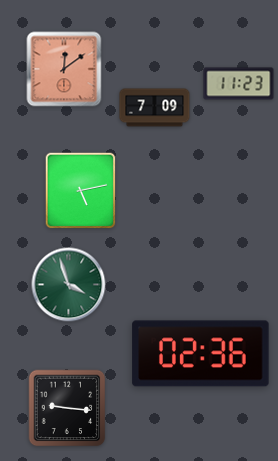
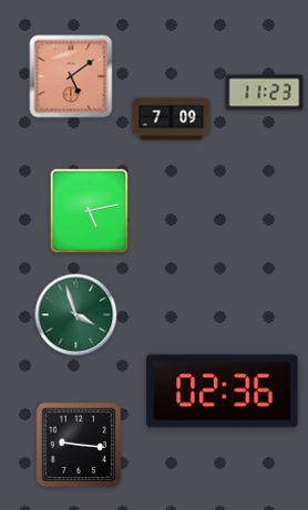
clock at (64, 69): 12:09 -> 5:09
clock at (67, 408) position: (67, 408) -> (79, 445)
